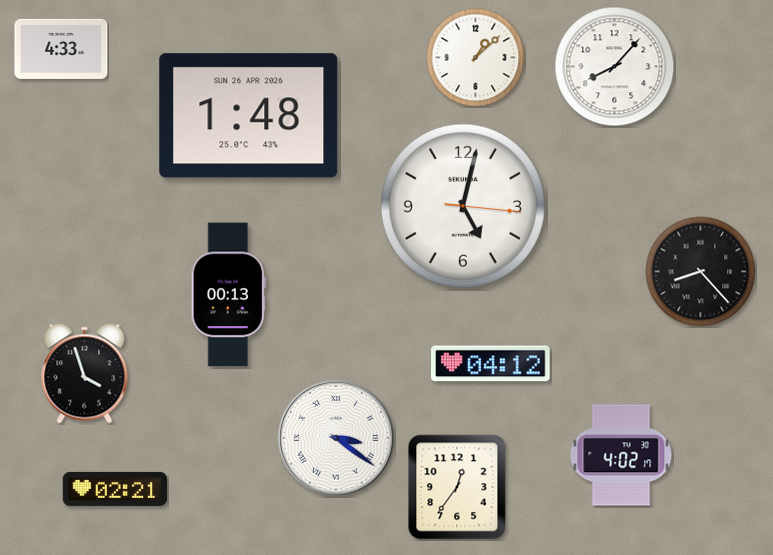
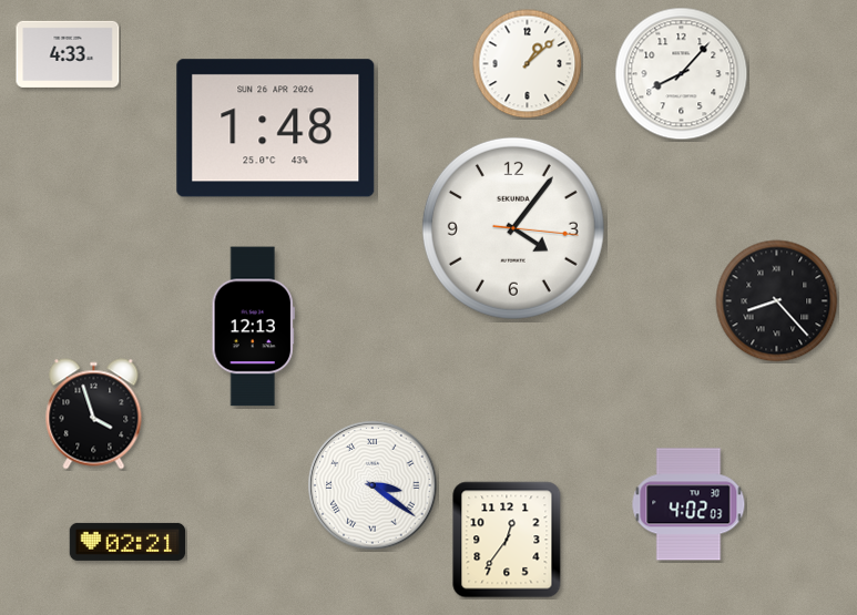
clock at (463, 206): 5:02 -> 4:06
clock at (228, 295): 00:13 -> 12:13
clock at (491, 364): 04:12 -> none
clock at (621, 455): 4:02:17 -> 4:02:03
